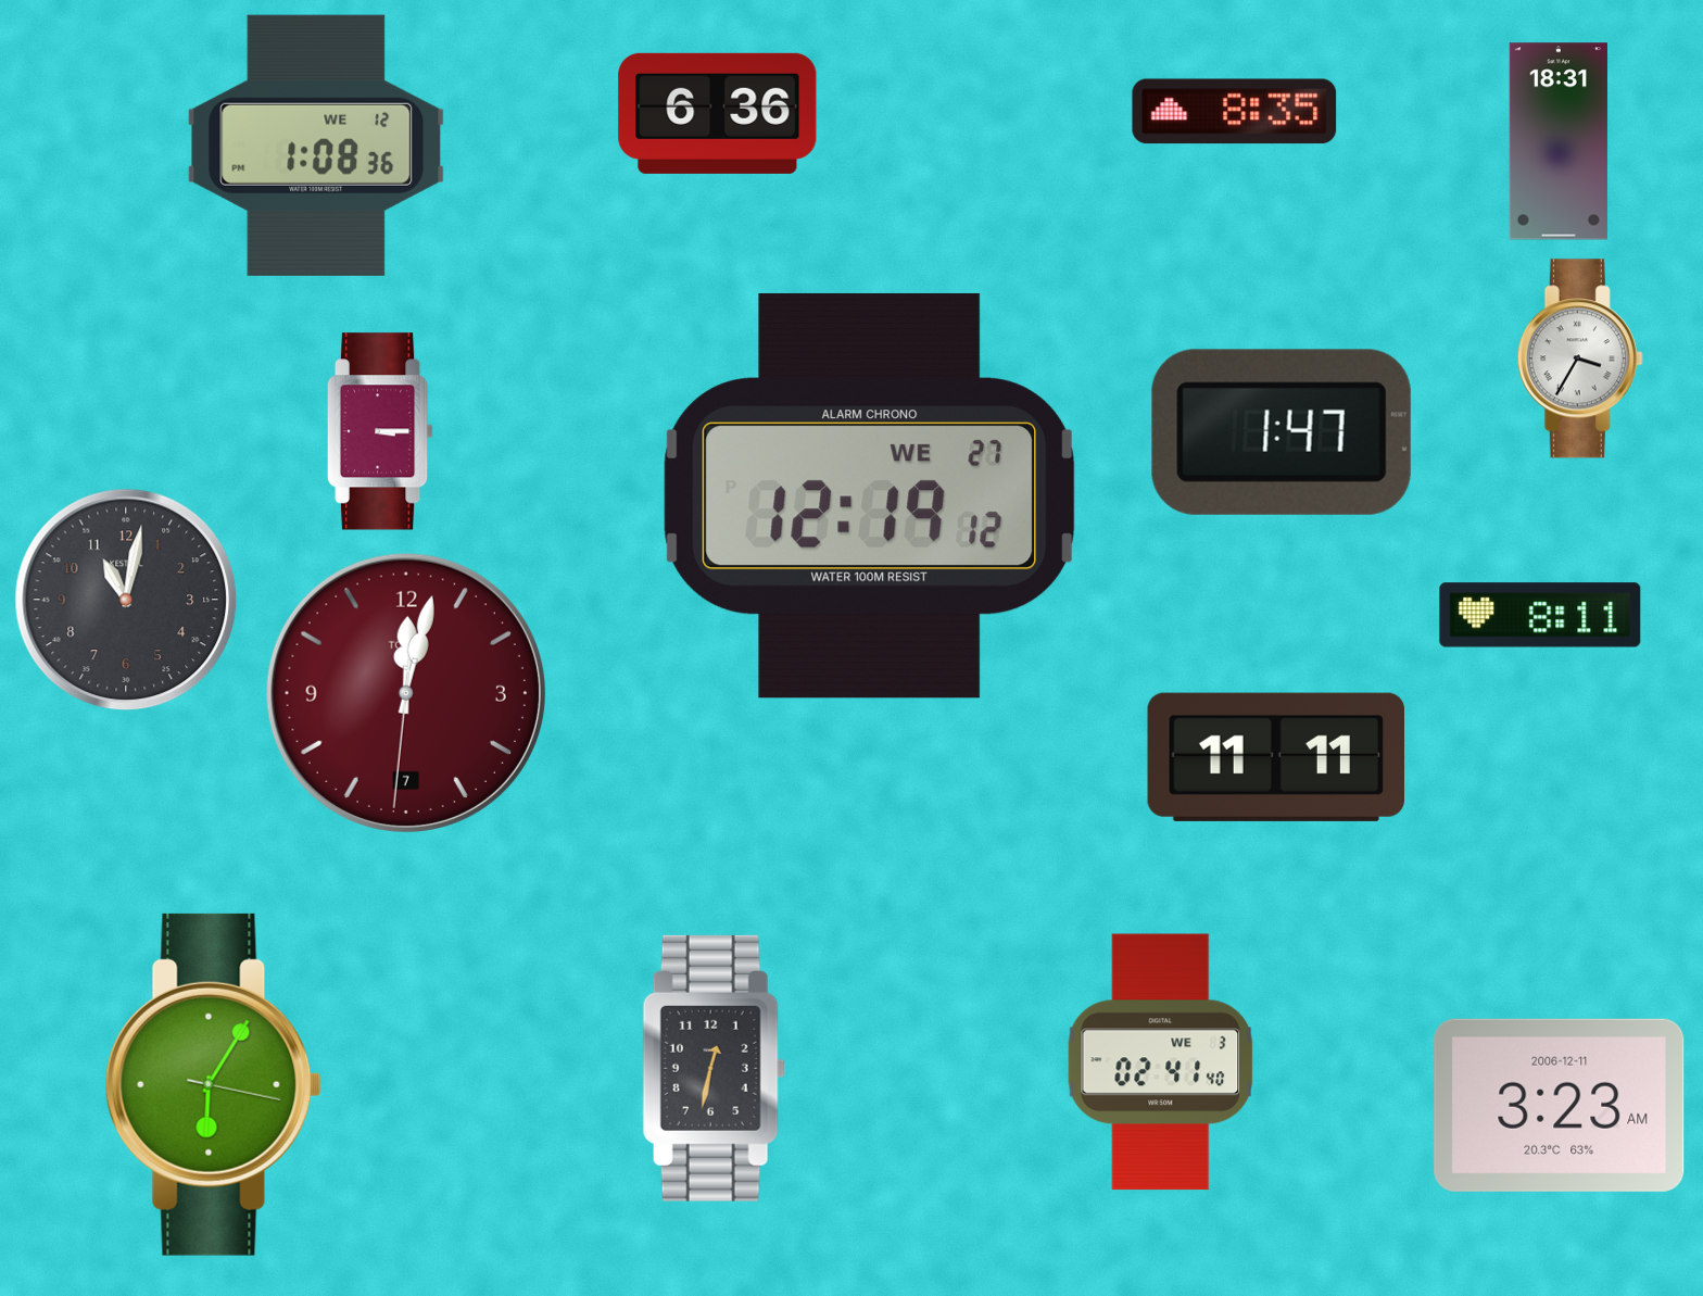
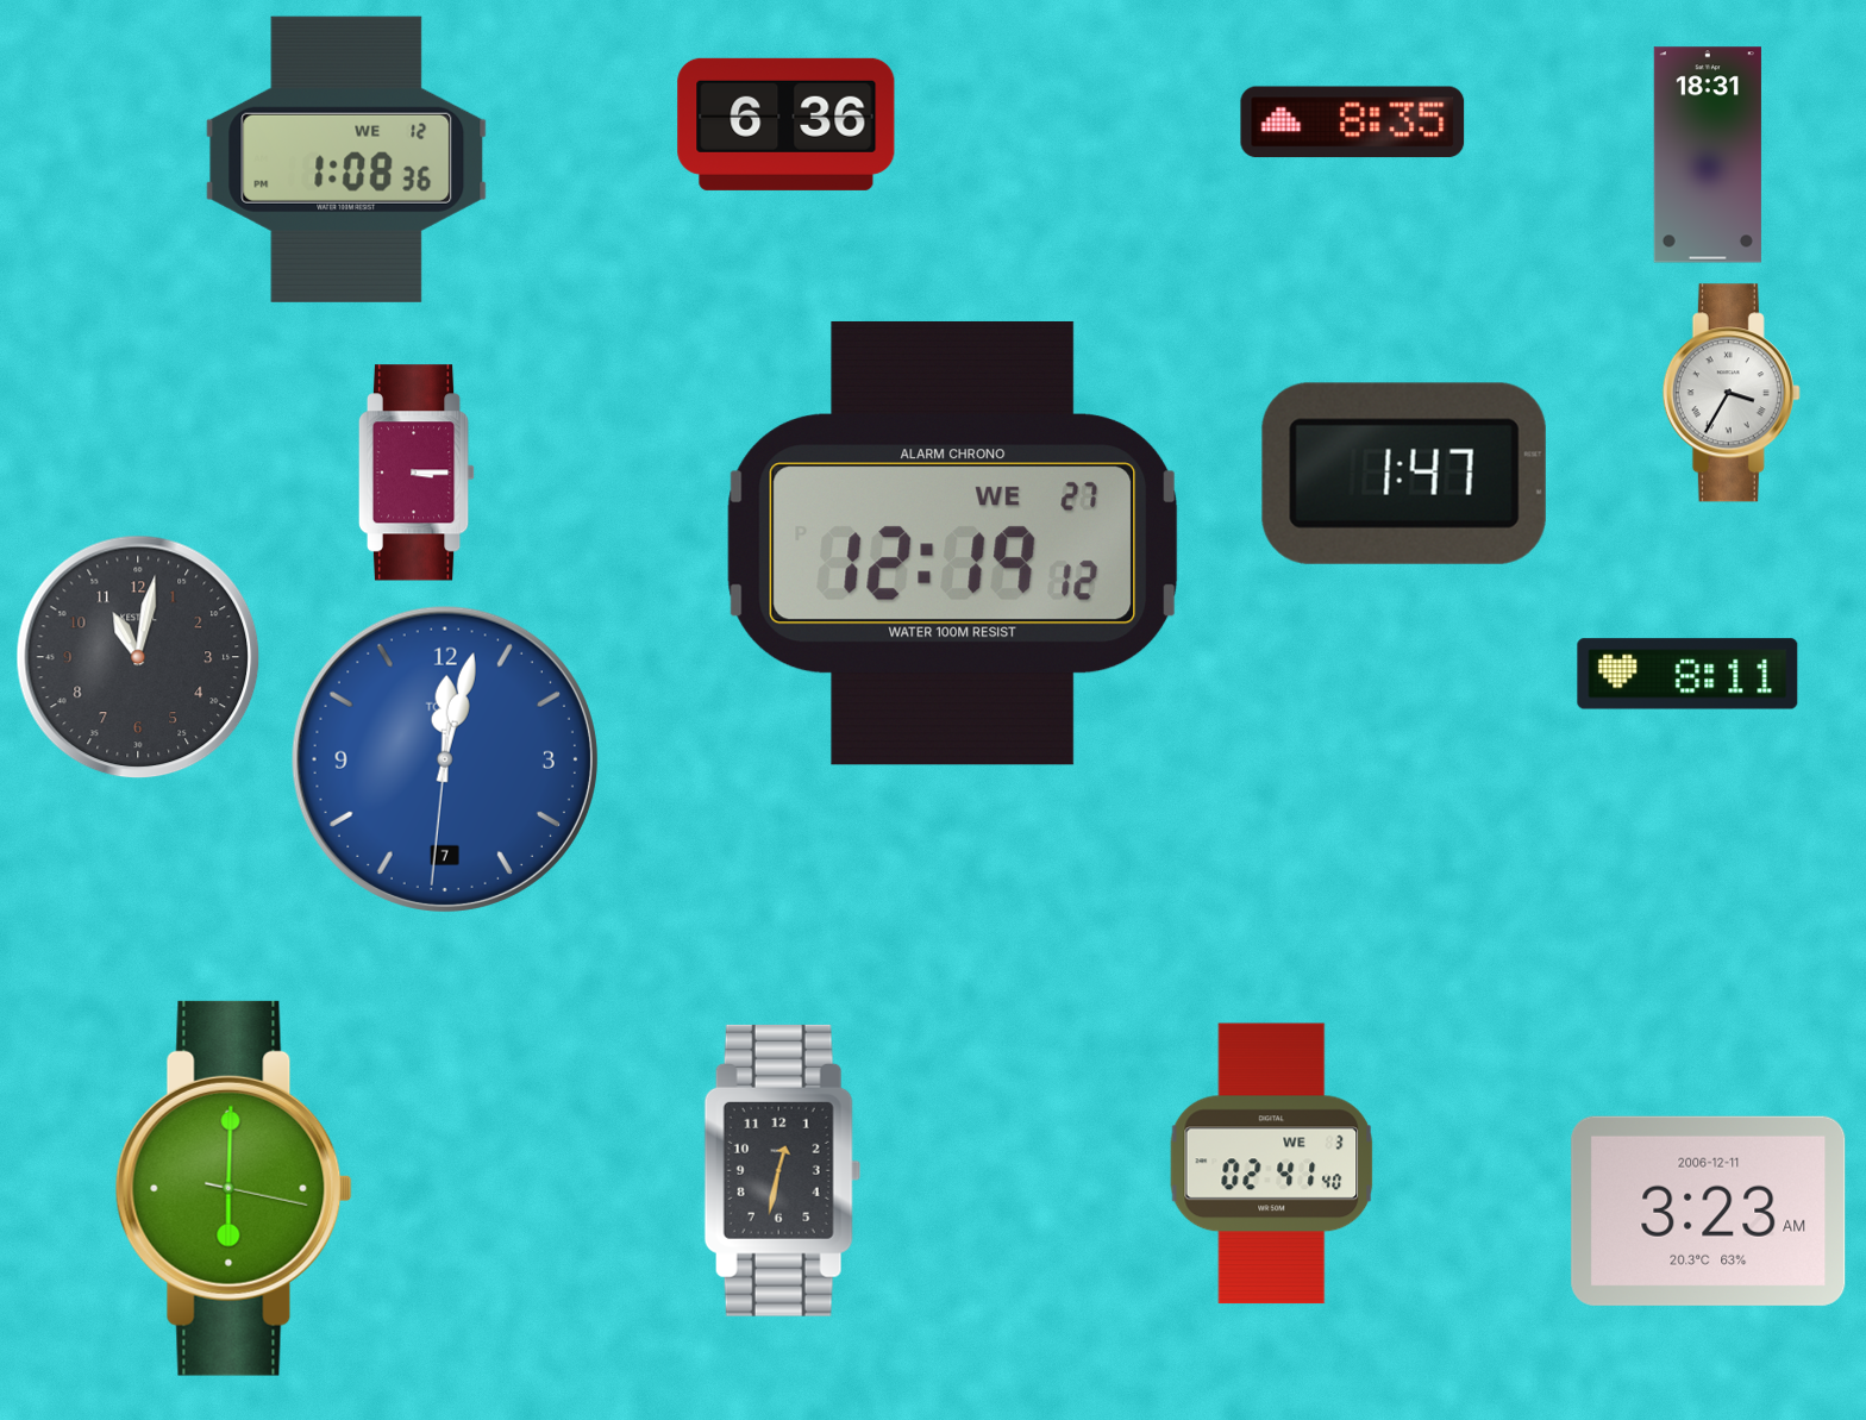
clock at (406, 693) dial: burgundy -> blue
clock at (1275, 757): 11:11 -> none
clock at (213, 1084): 6:05 -> 6:00
